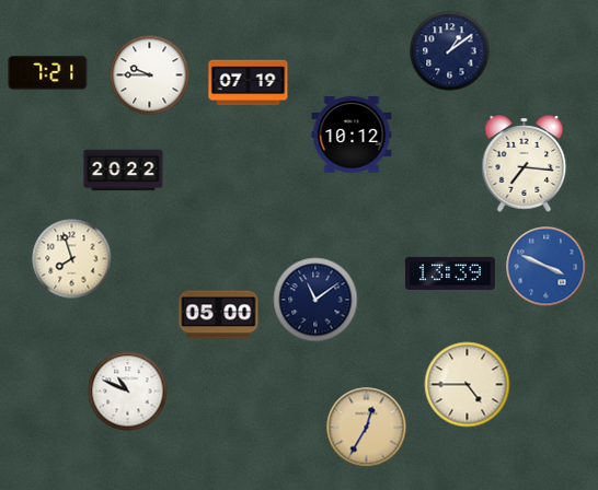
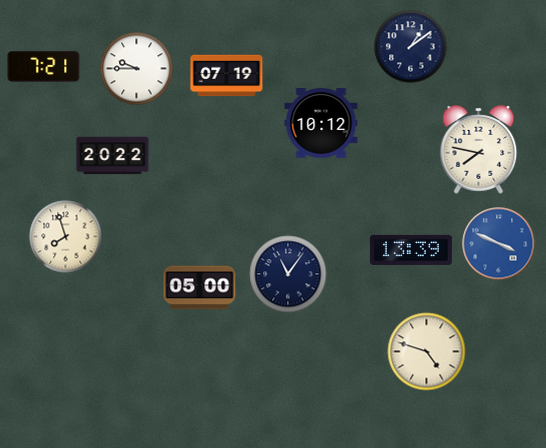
clock at (525, 164): 7:16 -> 7:47
clock at (315, 300): 11:09 -> 11:06
clock at (468, 385): 4:45 -> 4:48
clock at (128, 392): 10:49 -> none
clock at (367, 428): 12:35 -> none
